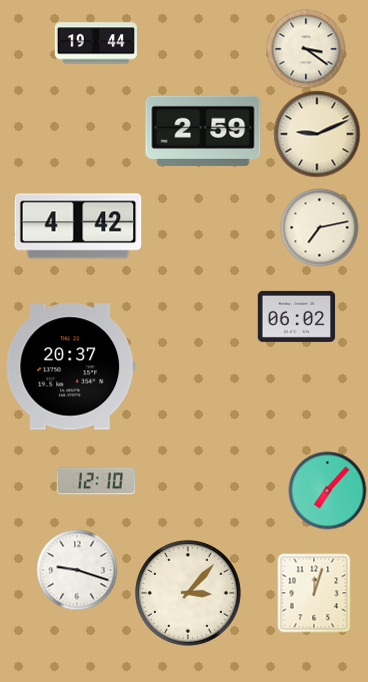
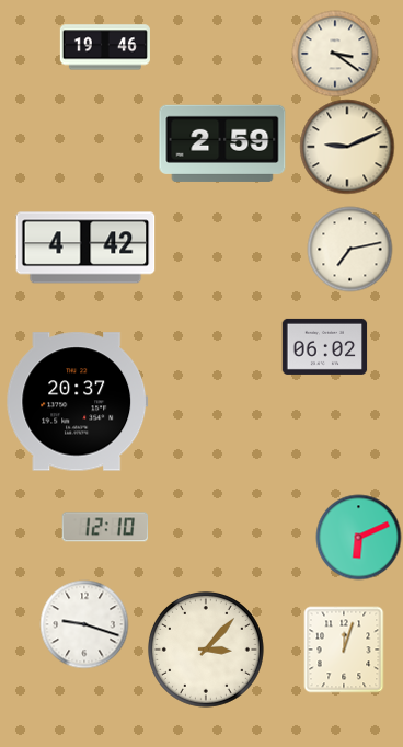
clock at (96, 43): 19:44 -> 19:46
clock at (327, 490): 7:07 -> 6:11
